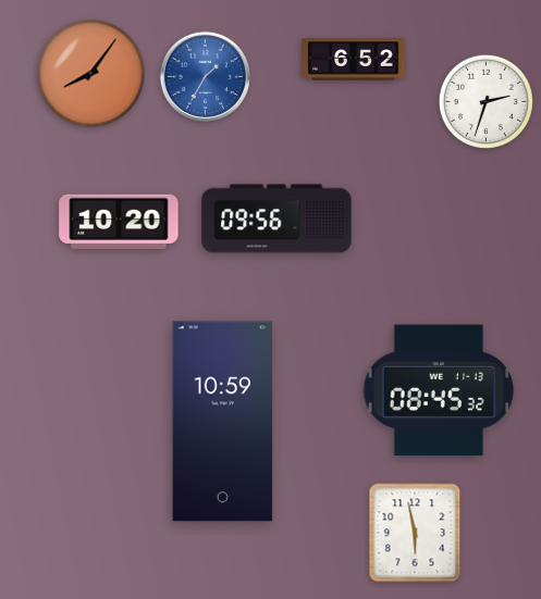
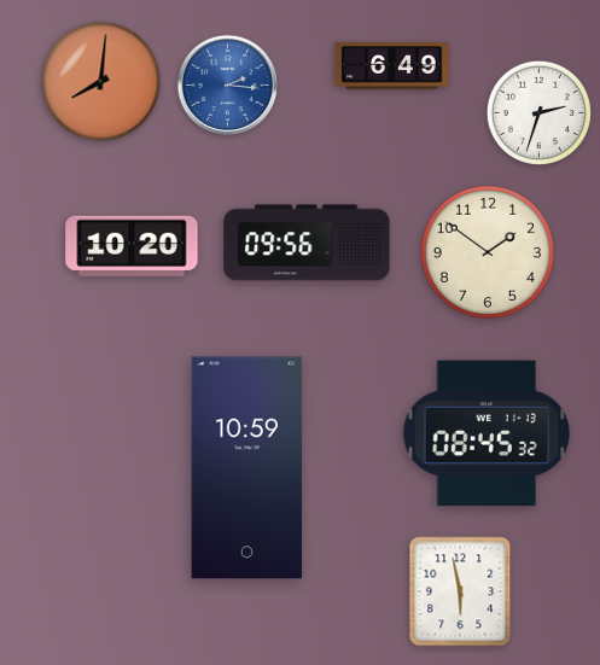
clock at (354, 60): 6:52 -> 6:49
clock at (91, 74): 8:06 -> 8:01
clock at (206, 77): 1:35 -> 2:16
clock at (487, 251): none -> 1:51
